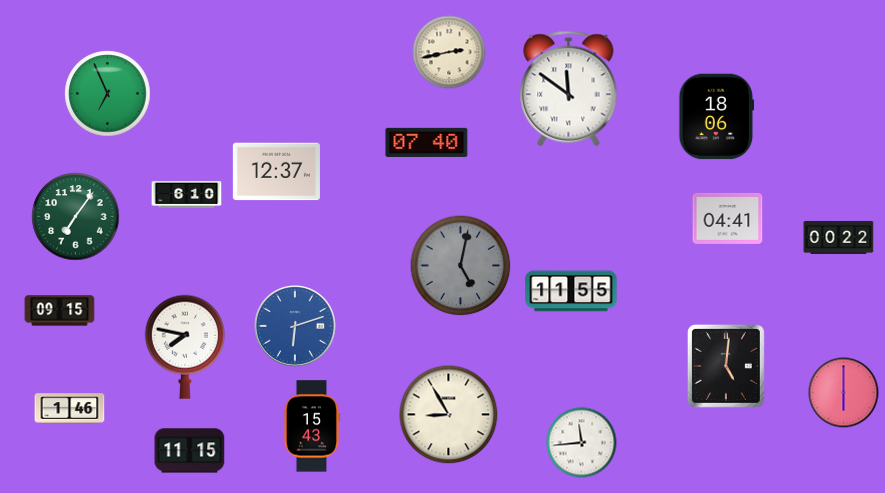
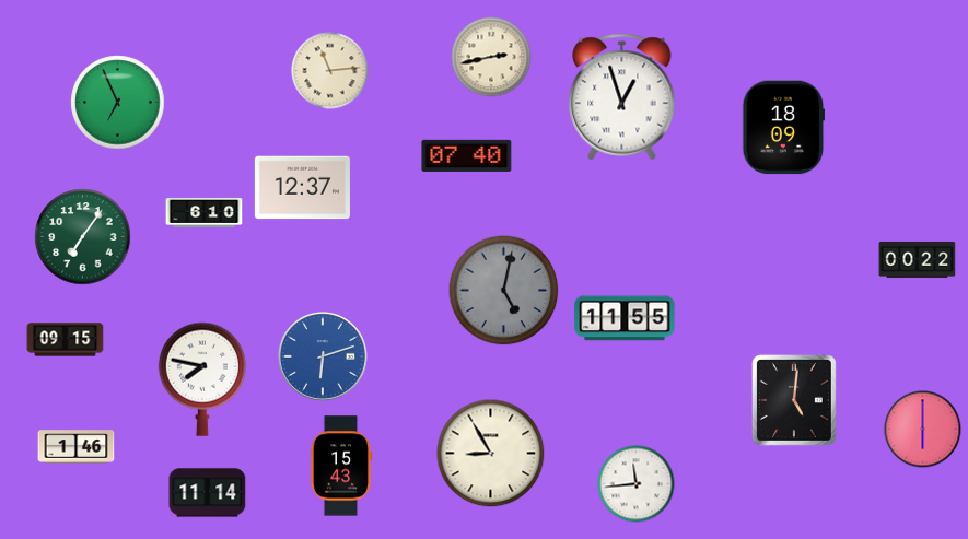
clock at (330, 71): none -> 11:14
clock at (569, 89): 11:51 -> 12:57
clock at (717, 117): 18:06 -> 18:09
clock at (728, 218): 04:41 -> none
clock at (190, 451): 11:15 -> 11:14
